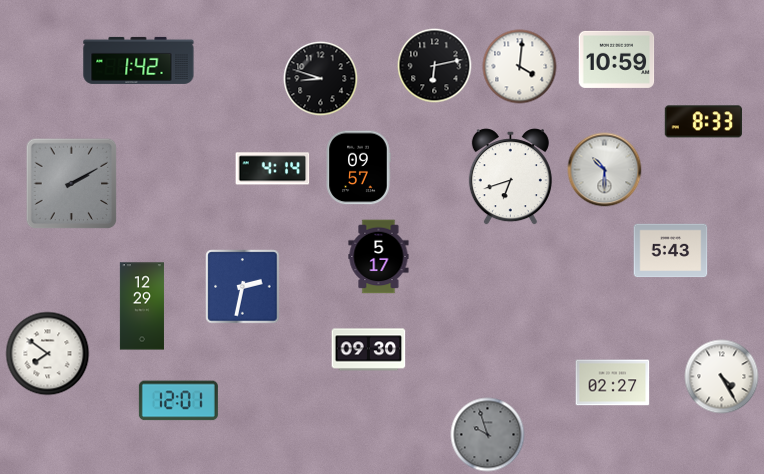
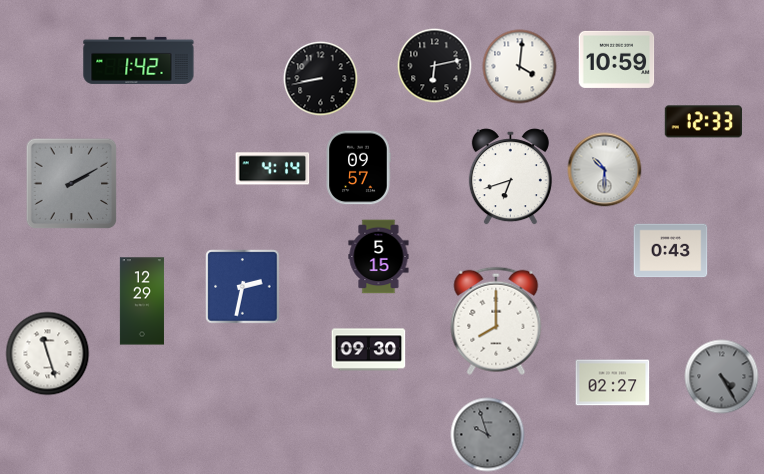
clock at (321, 79): 8:48 -> 8:43
clock at (703, 122): 8:33 -> 12:33
clock at (671, 251): 5:43 -> 0:43
clock at (379, 257): 5:17 -> 5:15
clock at (142, 306) position: (142, 306) -> (142, 301)
clock at (496, 321): none -> 8:00
clock at (48, 354): 7:51 -> 11:27
clock at (722, 377) dial: white -> grey
clock at (178, 401): 12:01 -> none
